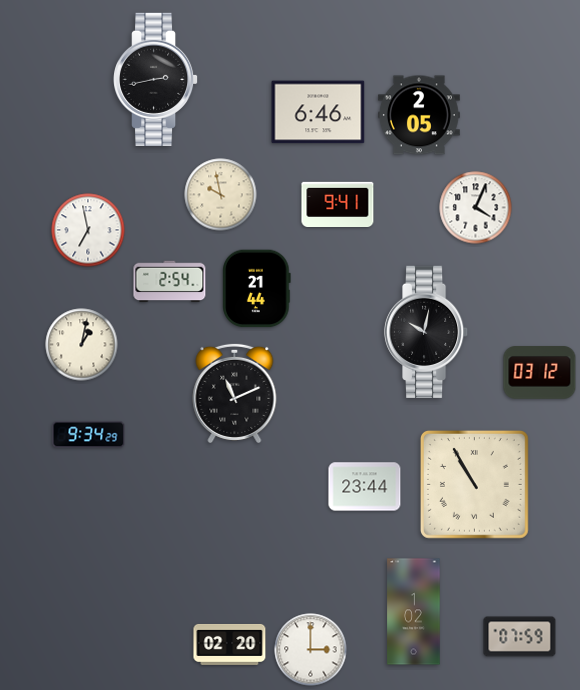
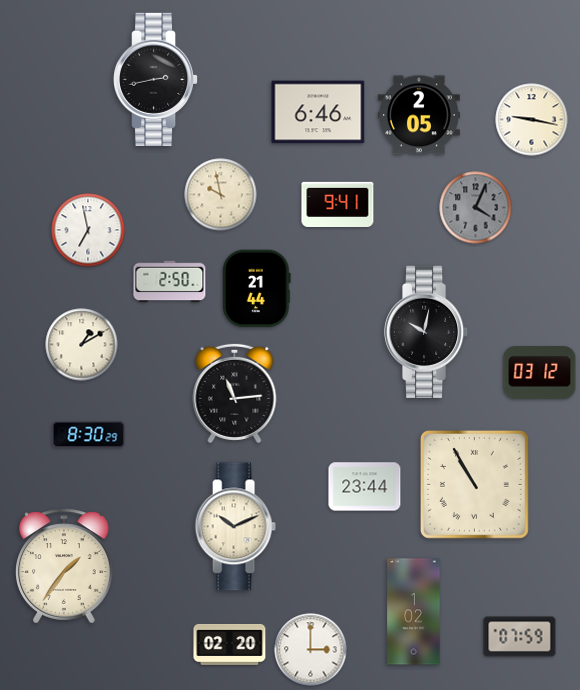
clock at (532, 120): none -> 9:17
clock at (476, 208) dial: white -> grey
clock at (170, 282): 2:54 -> 2:50
clock at (82, 345): 1:02 -> 1:10
clock at (235, 393): 11:11 -> 11:14
clock at (89, 435): 9:34 -> 8:30
clock at (235, 527): none -> 10:11
clock at (65, 566): none -> 1:36
